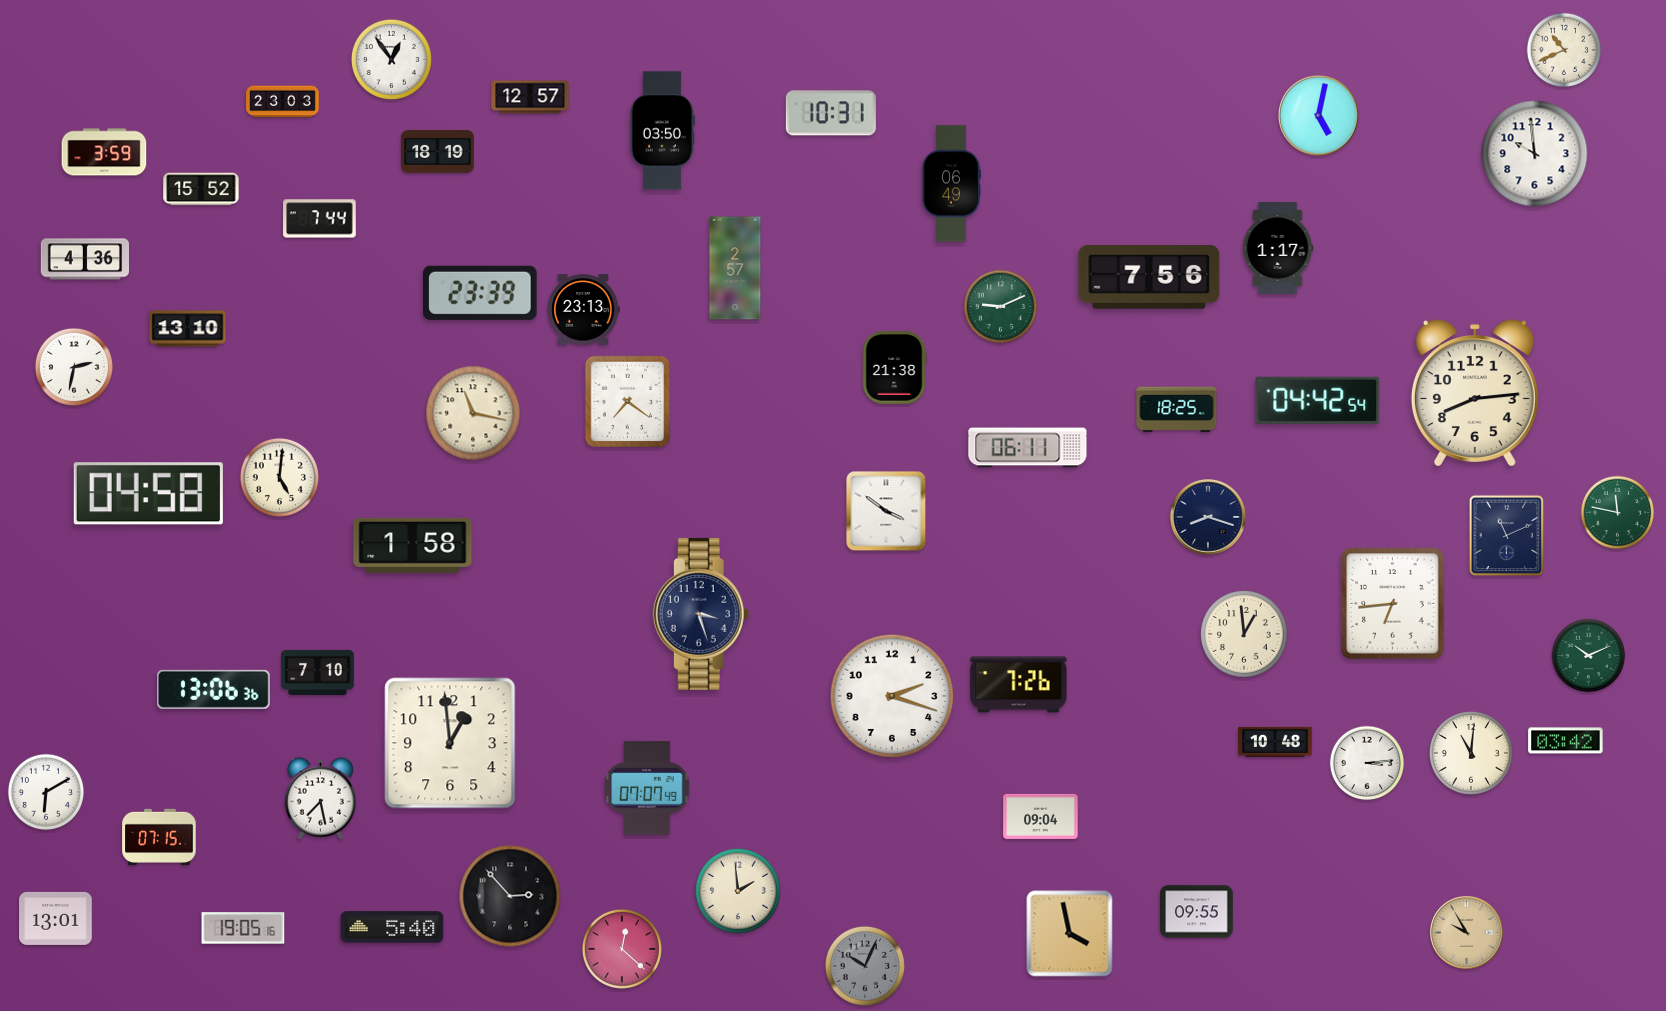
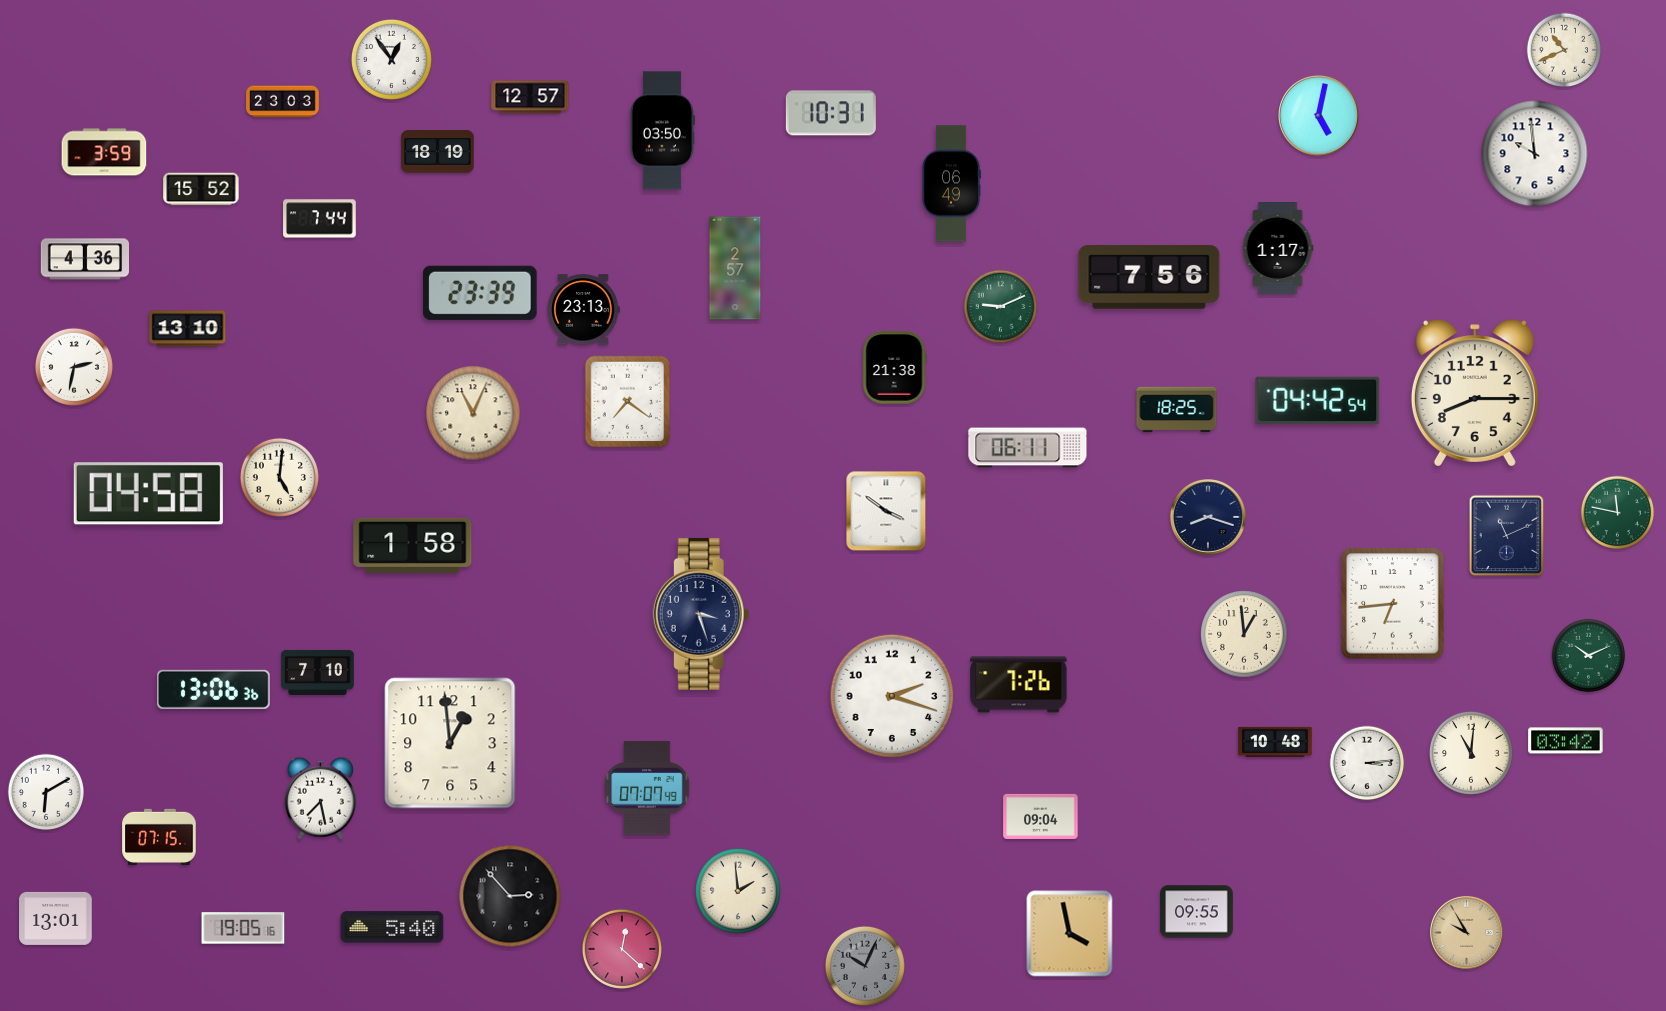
clock at (1475, 393): 8:14 -> 8:15
clock at (473, 413): 11:17 -> 11:04
